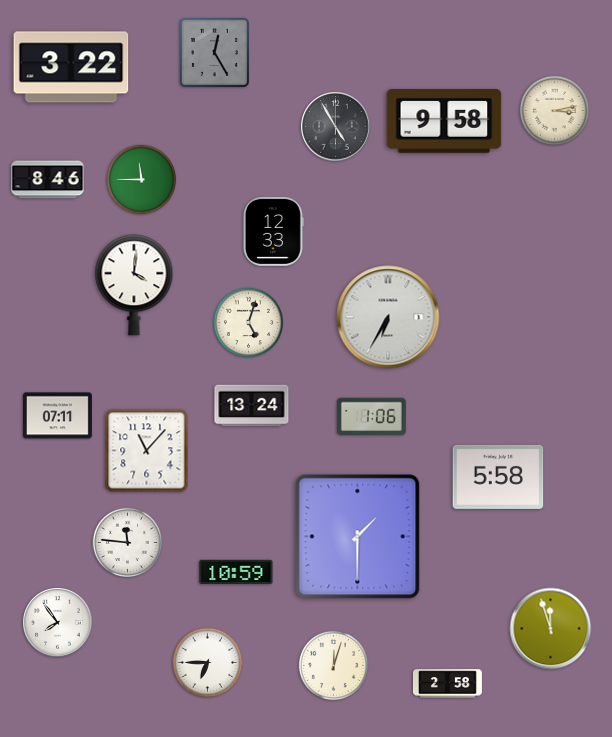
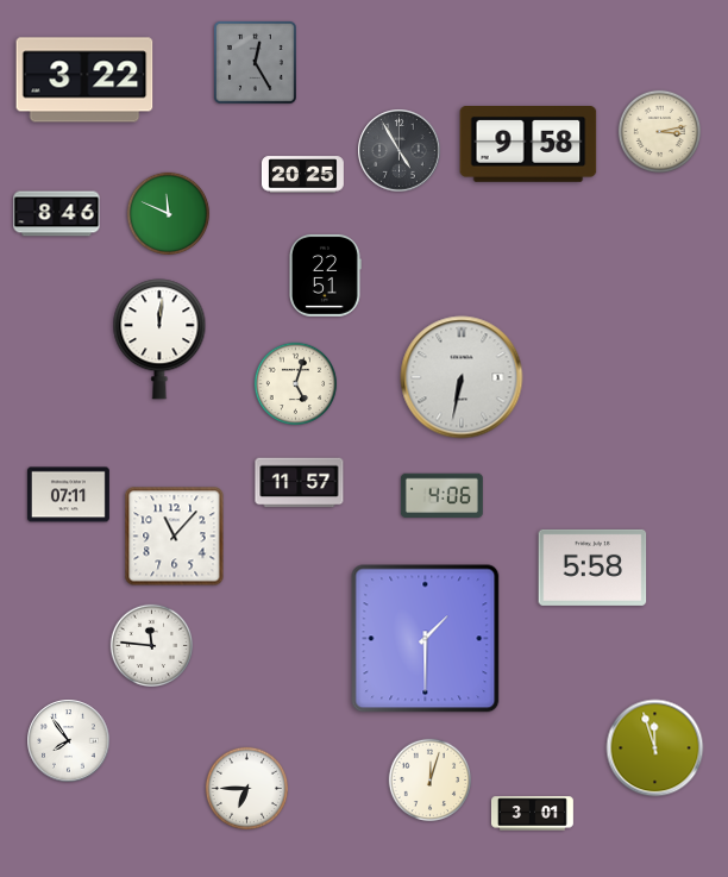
clock at (302, 175): none -> 20:25
clock at (142, 180): 11:45 -> 11:49
clock at (273, 231): 12:33 -> 22:51
clock at (134, 285): 4:01 -> 12:01
clock at (388, 317): 6:35 -> 6:32
clock at (252, 406): 13:24 -> 11:57
clock at (371, 417): 1:06 -> 4:06
clock at (236, 572): 10:59 -> none
clock at (334, 666) position: (334, 666) -> (431, 781)
clock at (447, 684): 2:58 -> 3:01
